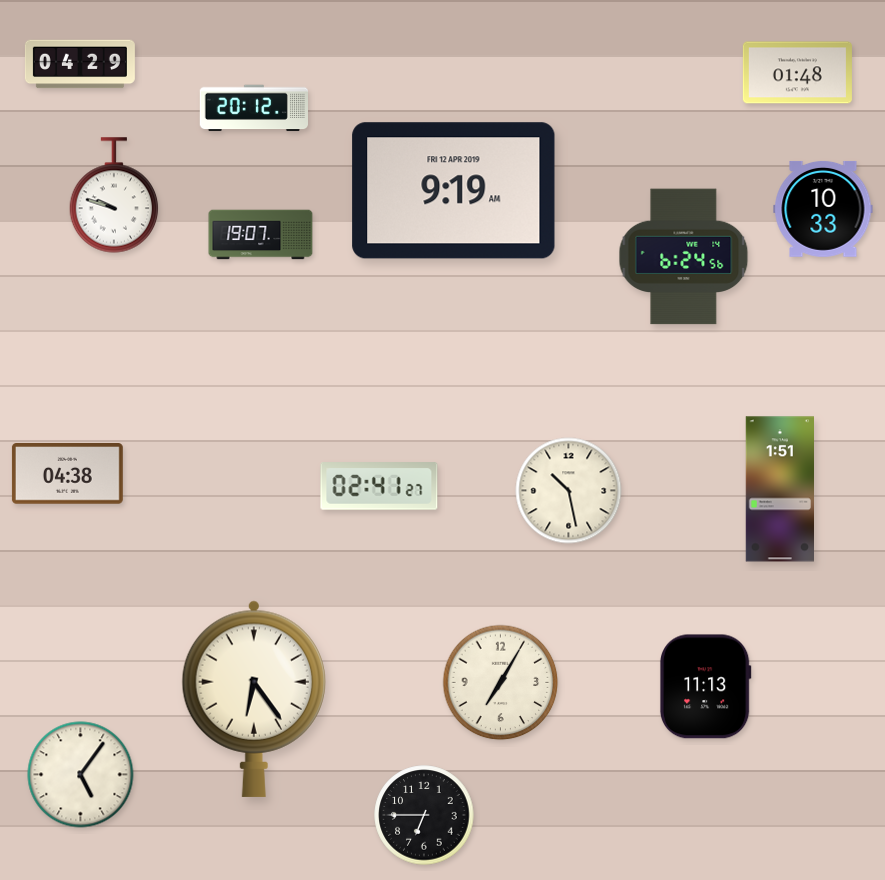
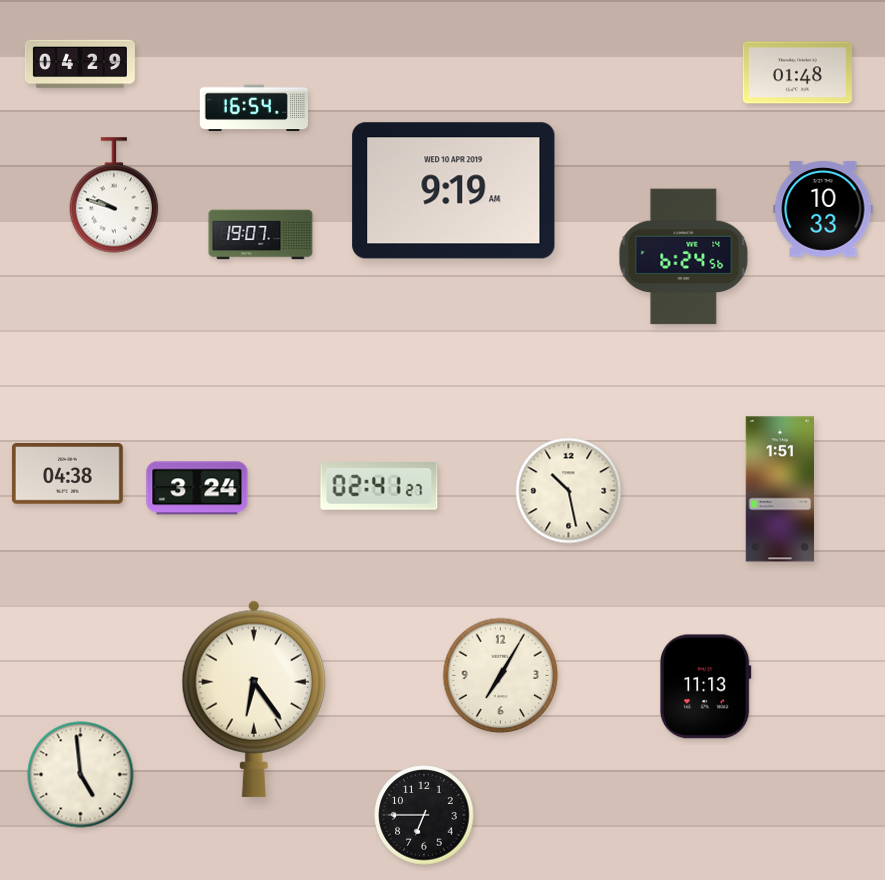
clock at (253, 108): 20:12 -> 16:54
clock at (454, 191) date: FRI 12 APR 2019 -> WED 10 APR 2019
clock at (197, 488): none -> 3:24
clock at (501, 683) position: (501, 683) -> (501, 676)
clock at (81, 775): 5:06 -> 4:59
